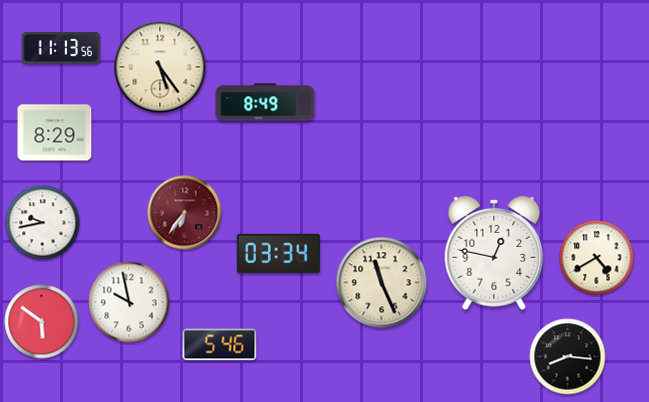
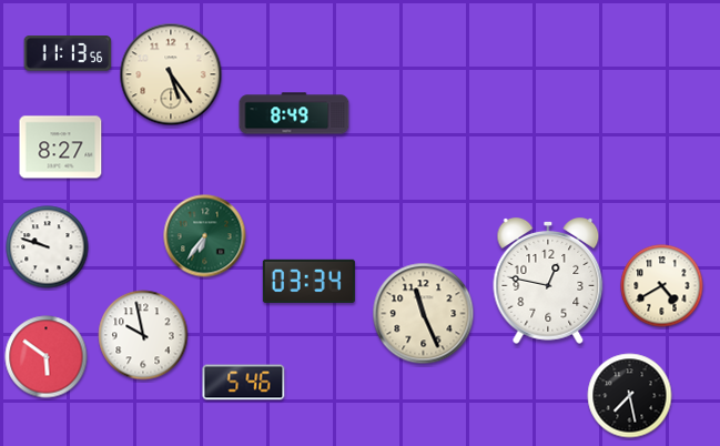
clock at (160, 67) position: (160, 67) -> (171, 74)
clock at (55, 133): 8:29 -> 8:27
clock at (185, 213) dial: burgundy -> green
clock at (43, 223): 9:43 -> 9:48
clock at (568, 357): 8:16 -> 7:28
